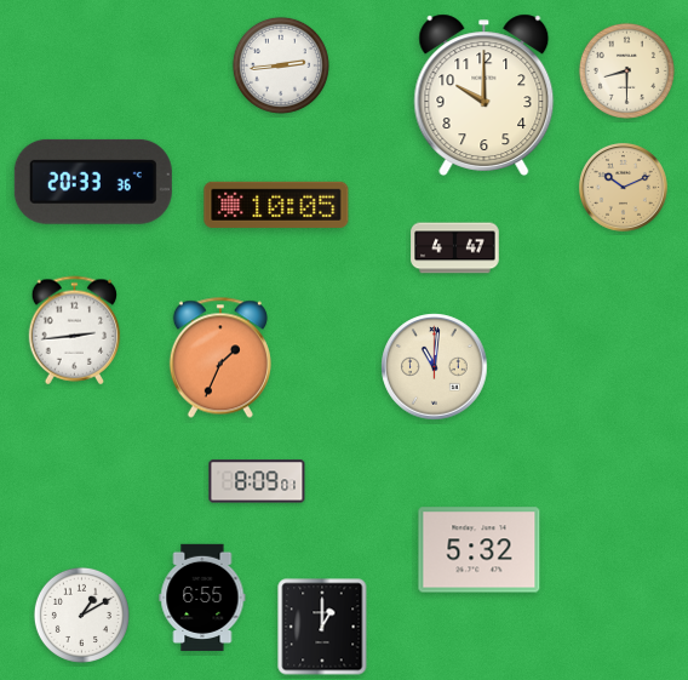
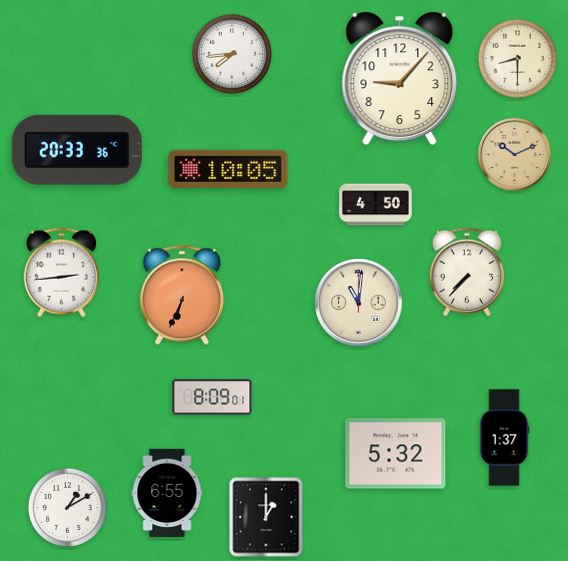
clock at (281, 65): 2:44 -> 7:44
clock at (485, 95): 10:00 -> 9:07
clock at (455, 248): 4:47 -> 4:50
clock at (466, 272): none -> 7:37
clock at (220, 358): 1:34 -> 6:34
clock at (504, 438): none -> 1:37
